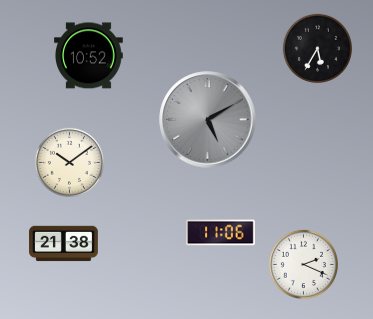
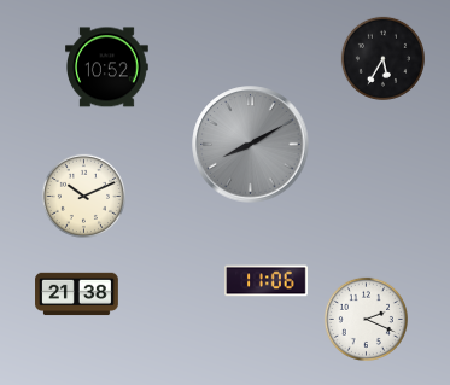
clock at (208, 120): 5:10 -> 8:10
clock at (69, 162): 10:09 -> 10:11
